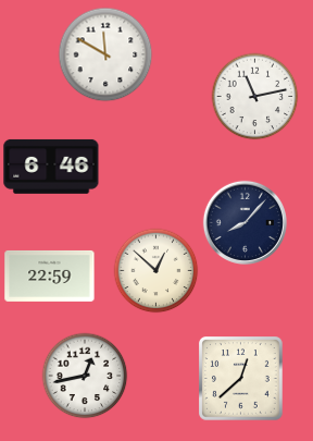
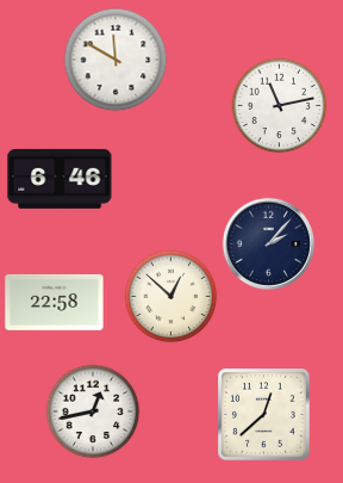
clock at (51, 167) position: (51, 167) -> (60, 179)
clock at (245, 222): 8:07 -> 2:07
clock at (50, 275): 22:59 -> 22:58
